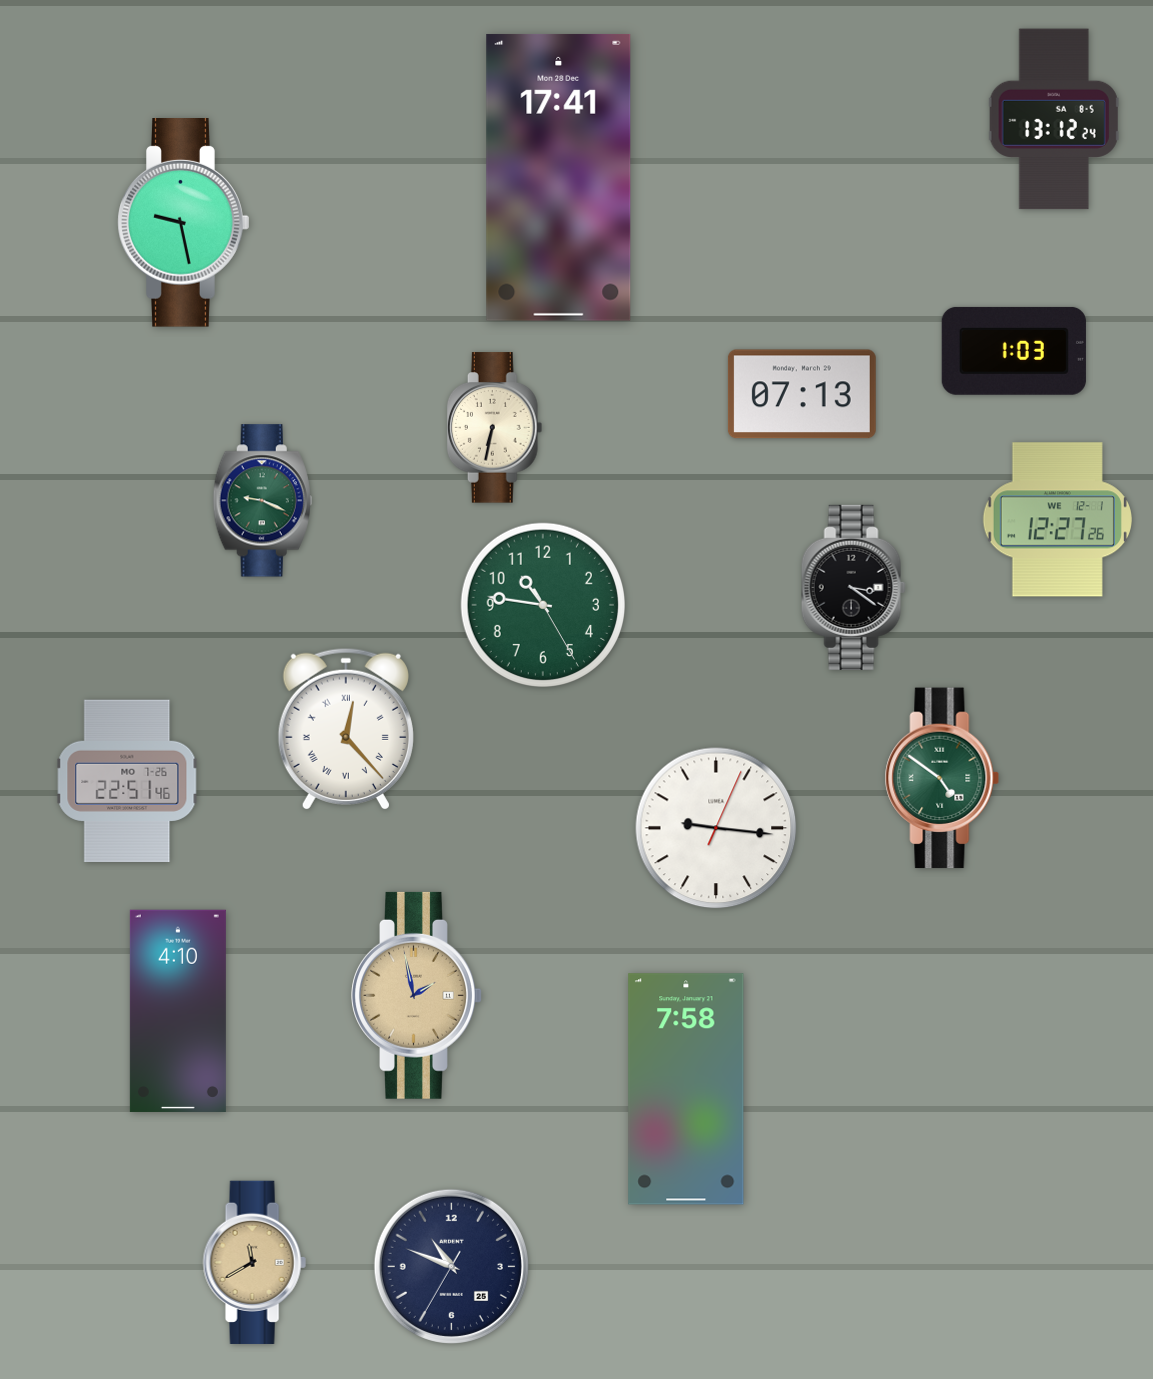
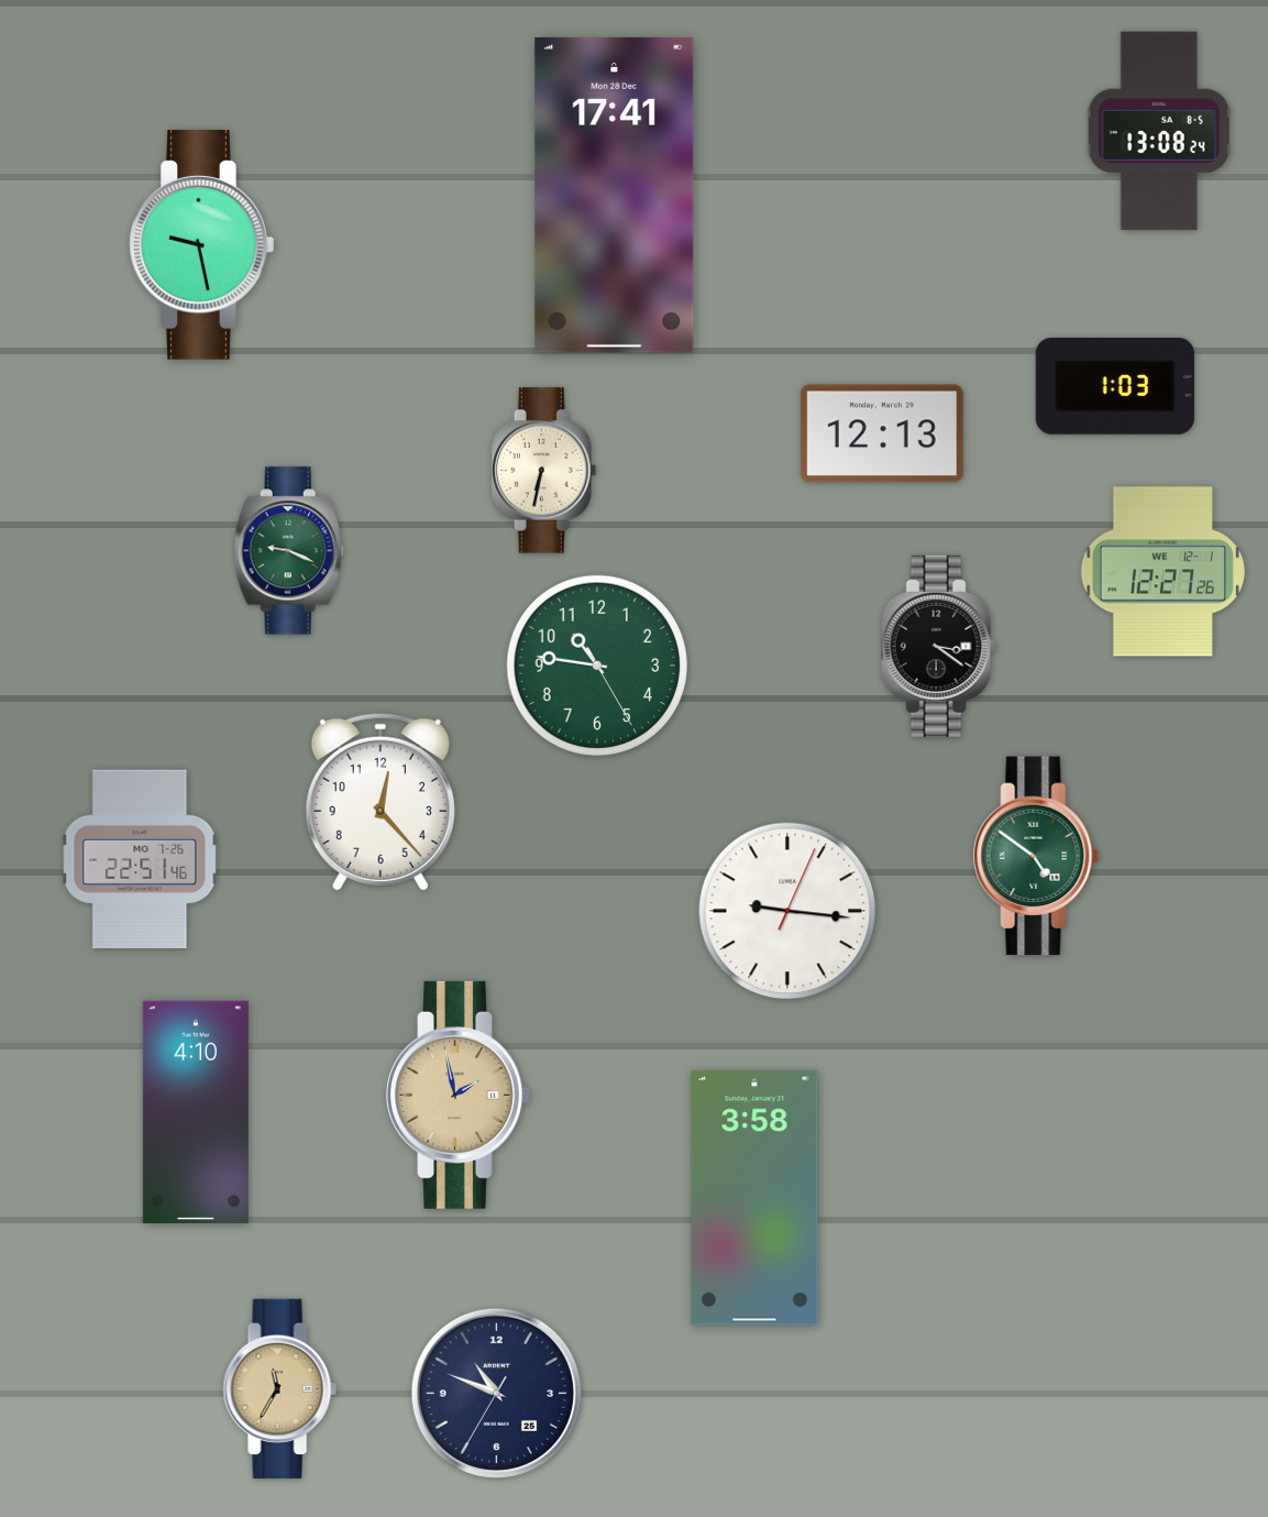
clock at (1054, 119): 13:12 -> 13:08
clock at (802, 394): 07:13 -> 12:13
clock at (346, 728) numerals: Roman -> Arabic
clock at (686, 1089): 7:58 -> 3:58
clock at (254, 1262): 11:40 -> 11:35
